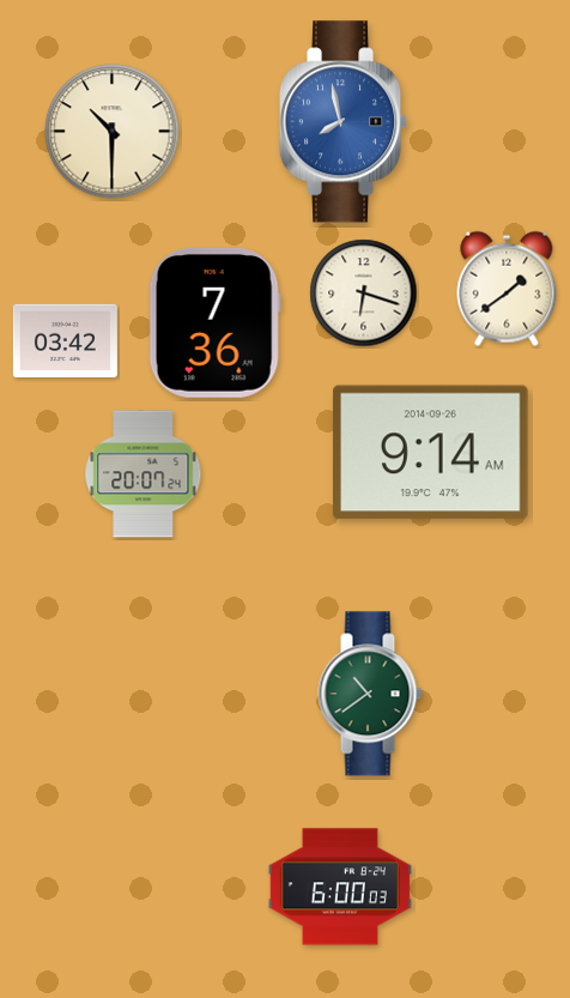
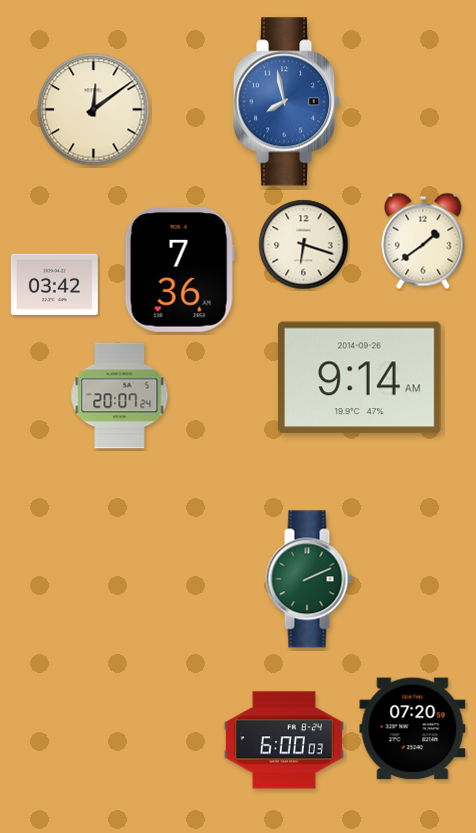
clock at (113, 132): 10:30 -> 12:09
clock at (370, 694): 10:39 -> 2:11
clock at (413, 729): none -> 07:20
